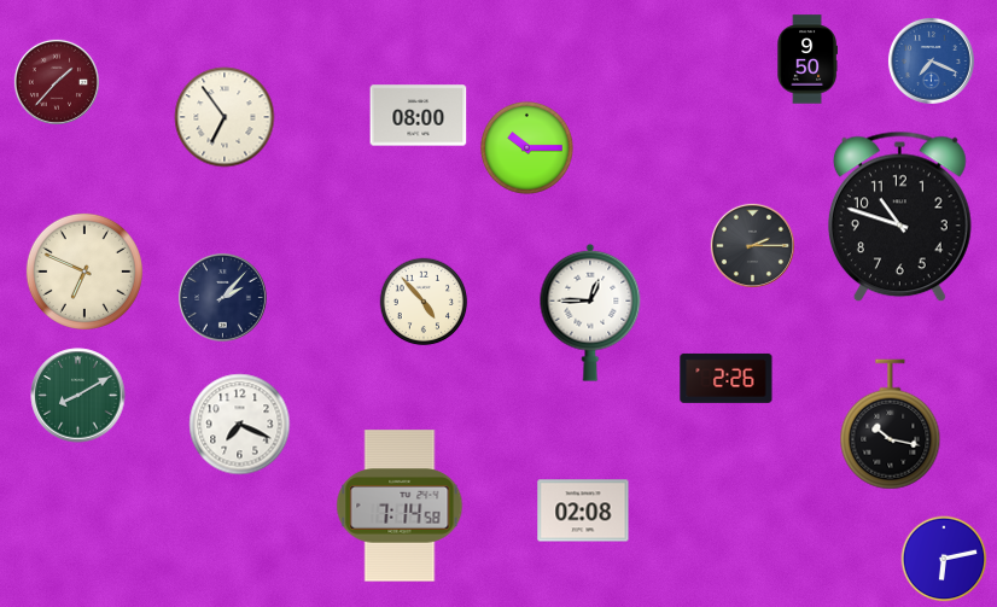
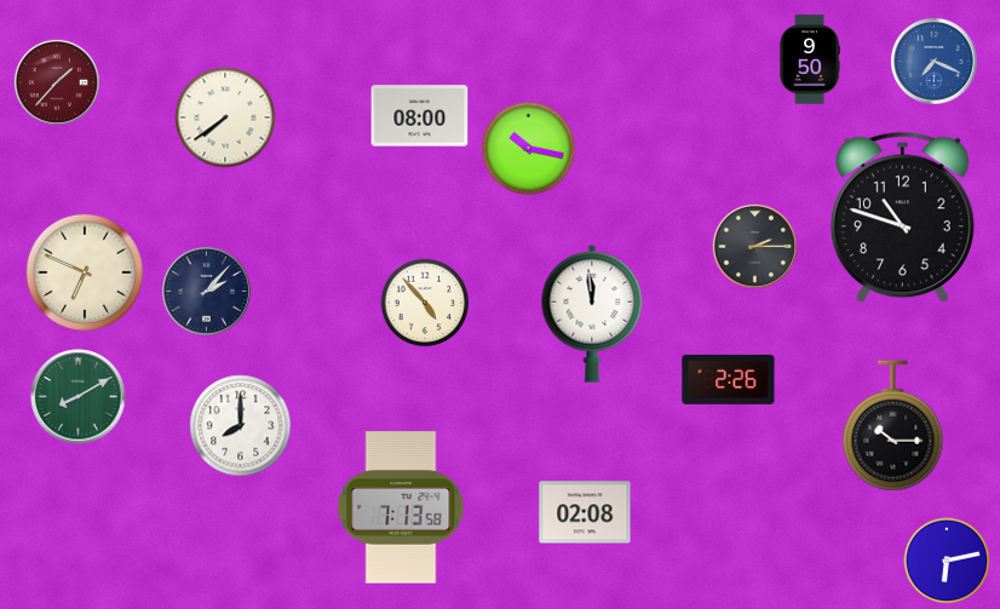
clock at (225, 117): 6:54 -> 7:39
clock at (526, 147): 10:15 -> 10:17
clock at (223, 298) position: (223, 298) -> (207, 292)
clock at (590, 313): 12:45 -> 11:59
clock at (240, 425): 7:19 -> 8:00
clock at (891, 425): 10:17 -> 10:15
clock at (400, 506): 7:14 -> 7:13
